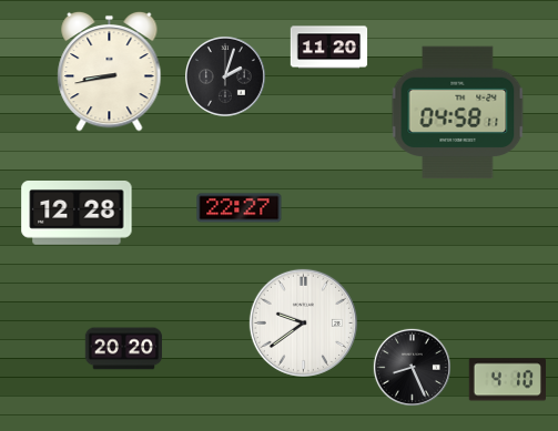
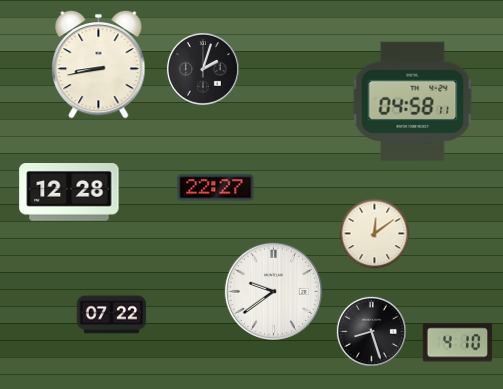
clock at (329, 48): 11:20 -> none
clock at (375, 234): none -> 12:09
clock at (124, 349): 20:20 -> 07:22
clock at (412, 367): 8:26 -> 8:27
